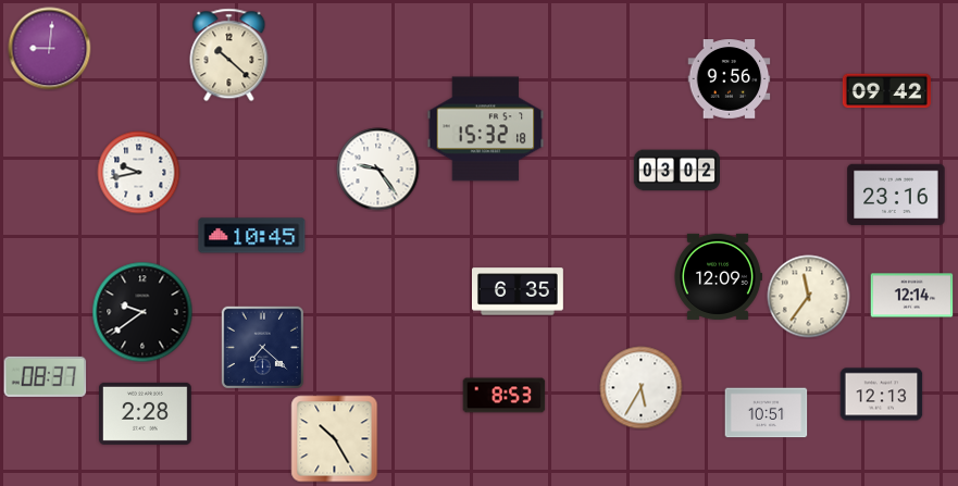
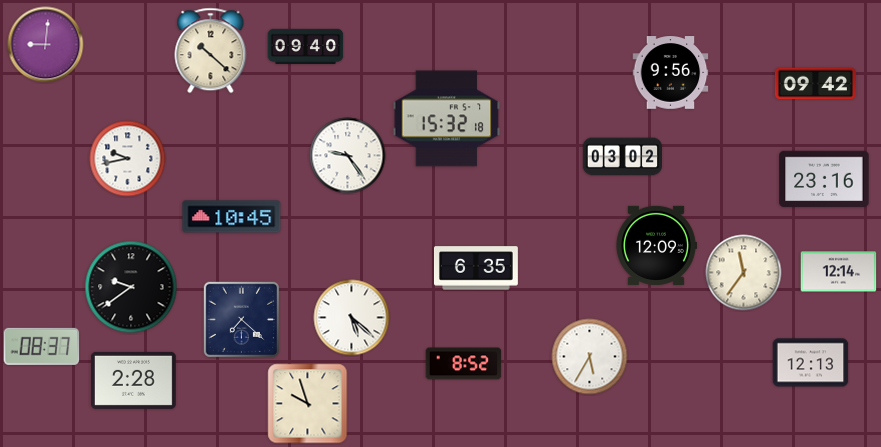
clock at (306, 47): none -> 09:40
clock at (718, 276) position: (718, 276) -> (656, 245)
clock at (352, 318): none -> 5:22
clock at (505, 396): 8:53 -> 8:52
clock at (767, 413): 10:51 -> none
clock at (335, 439): 10:25 -> 9:57
